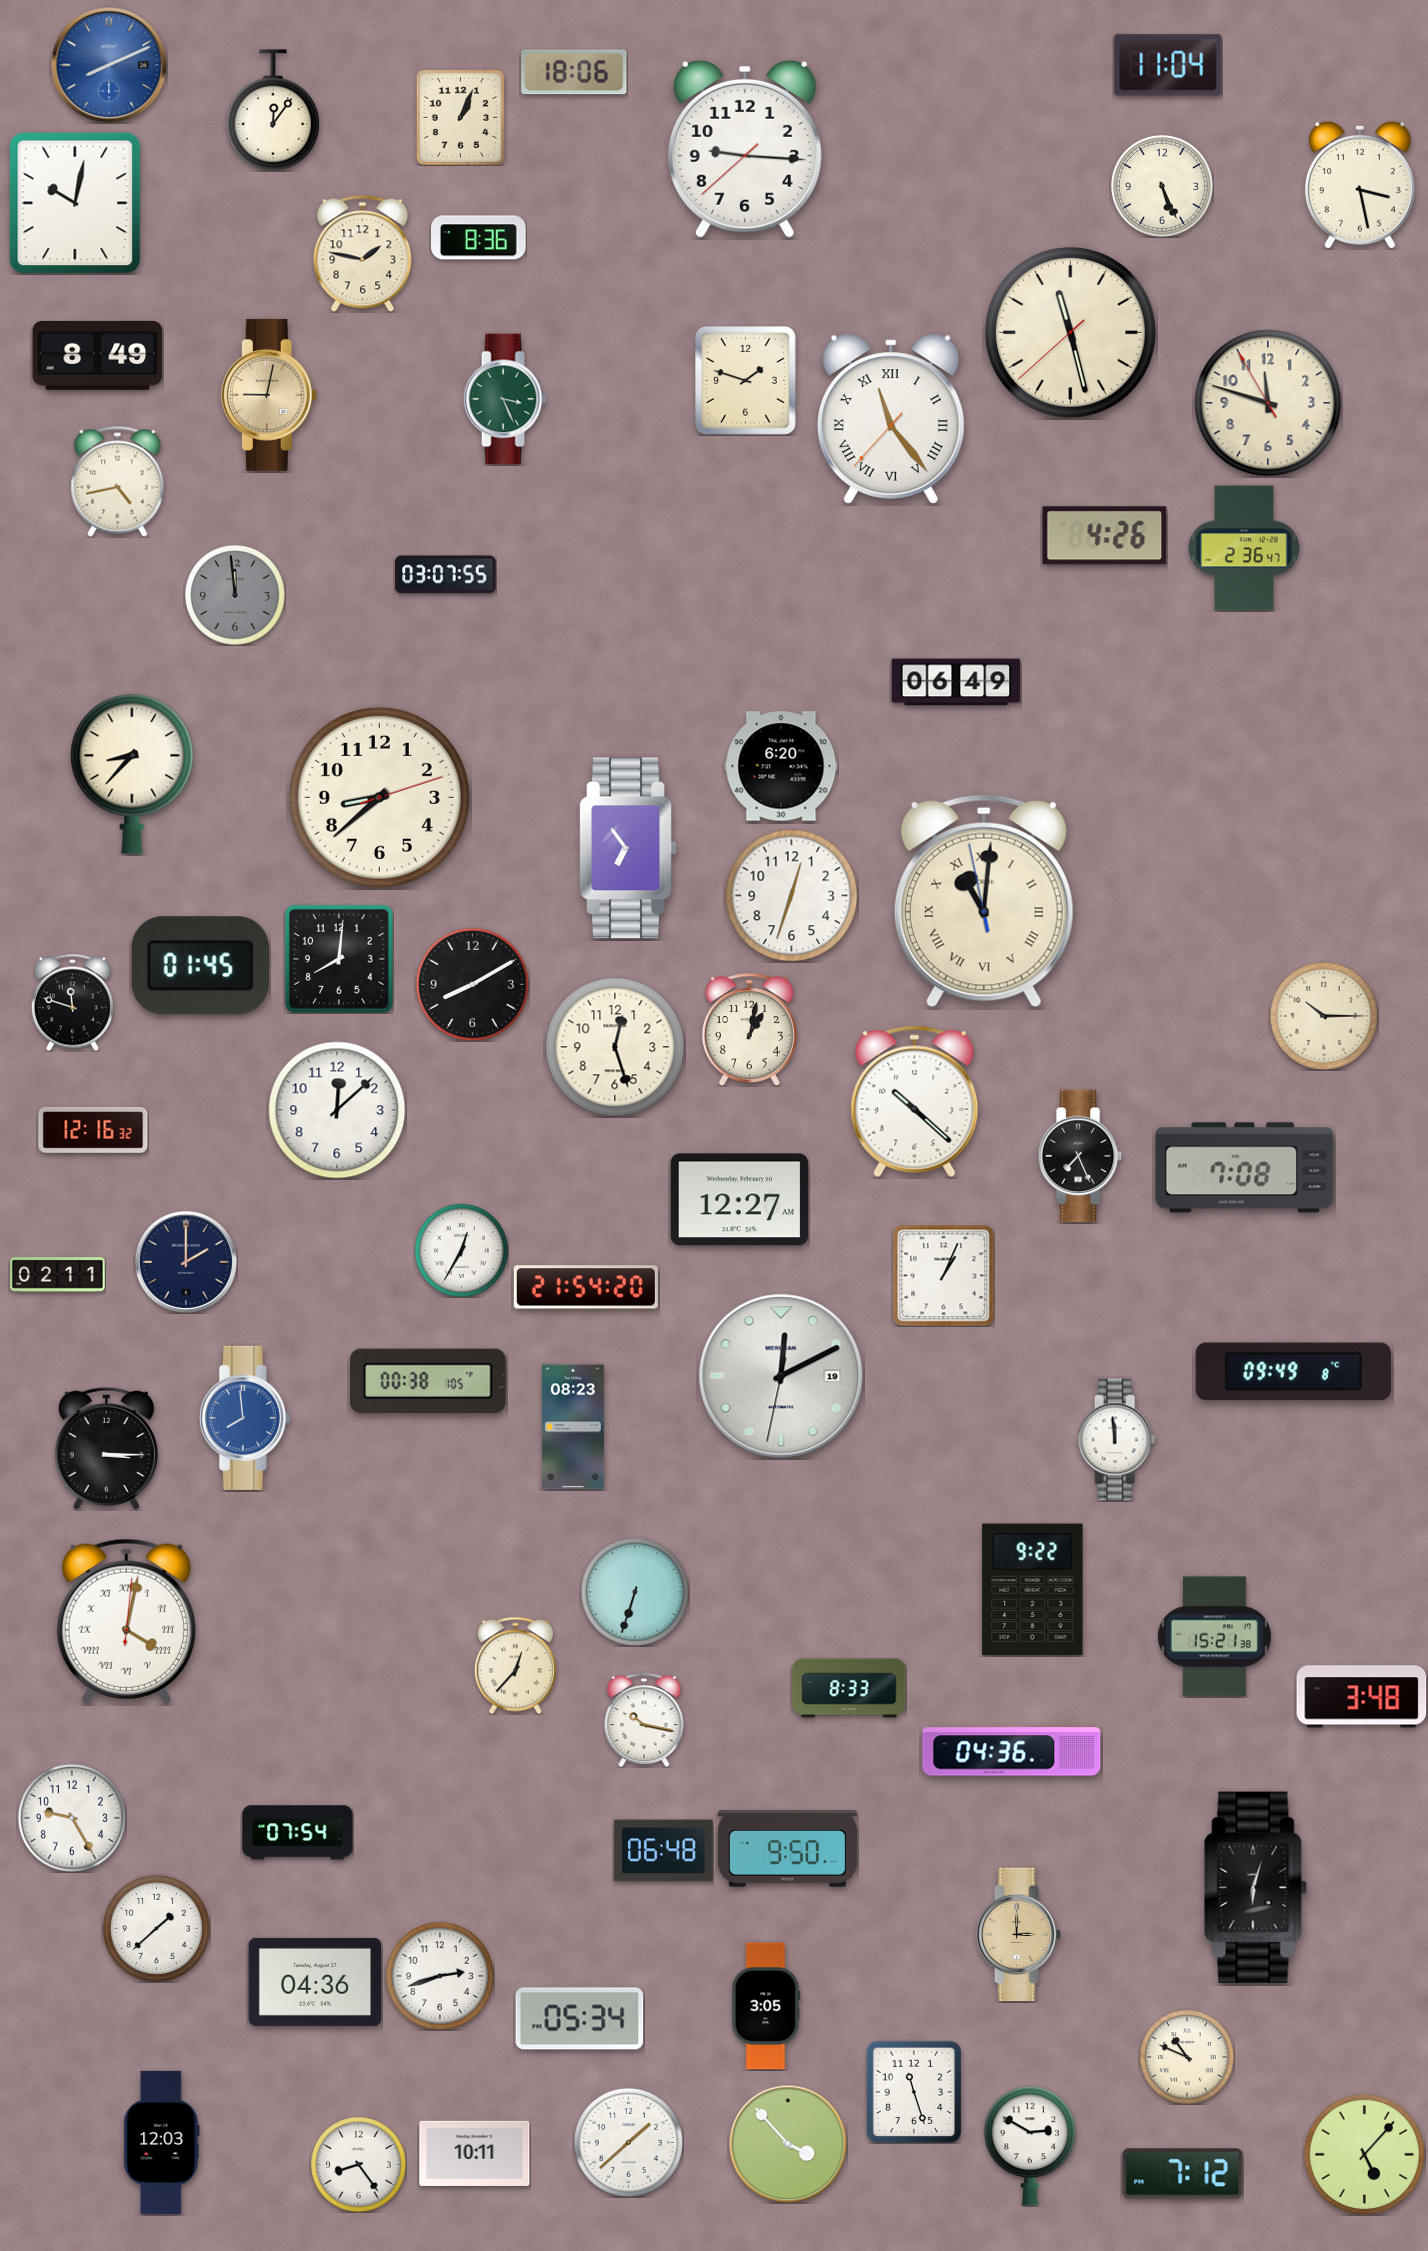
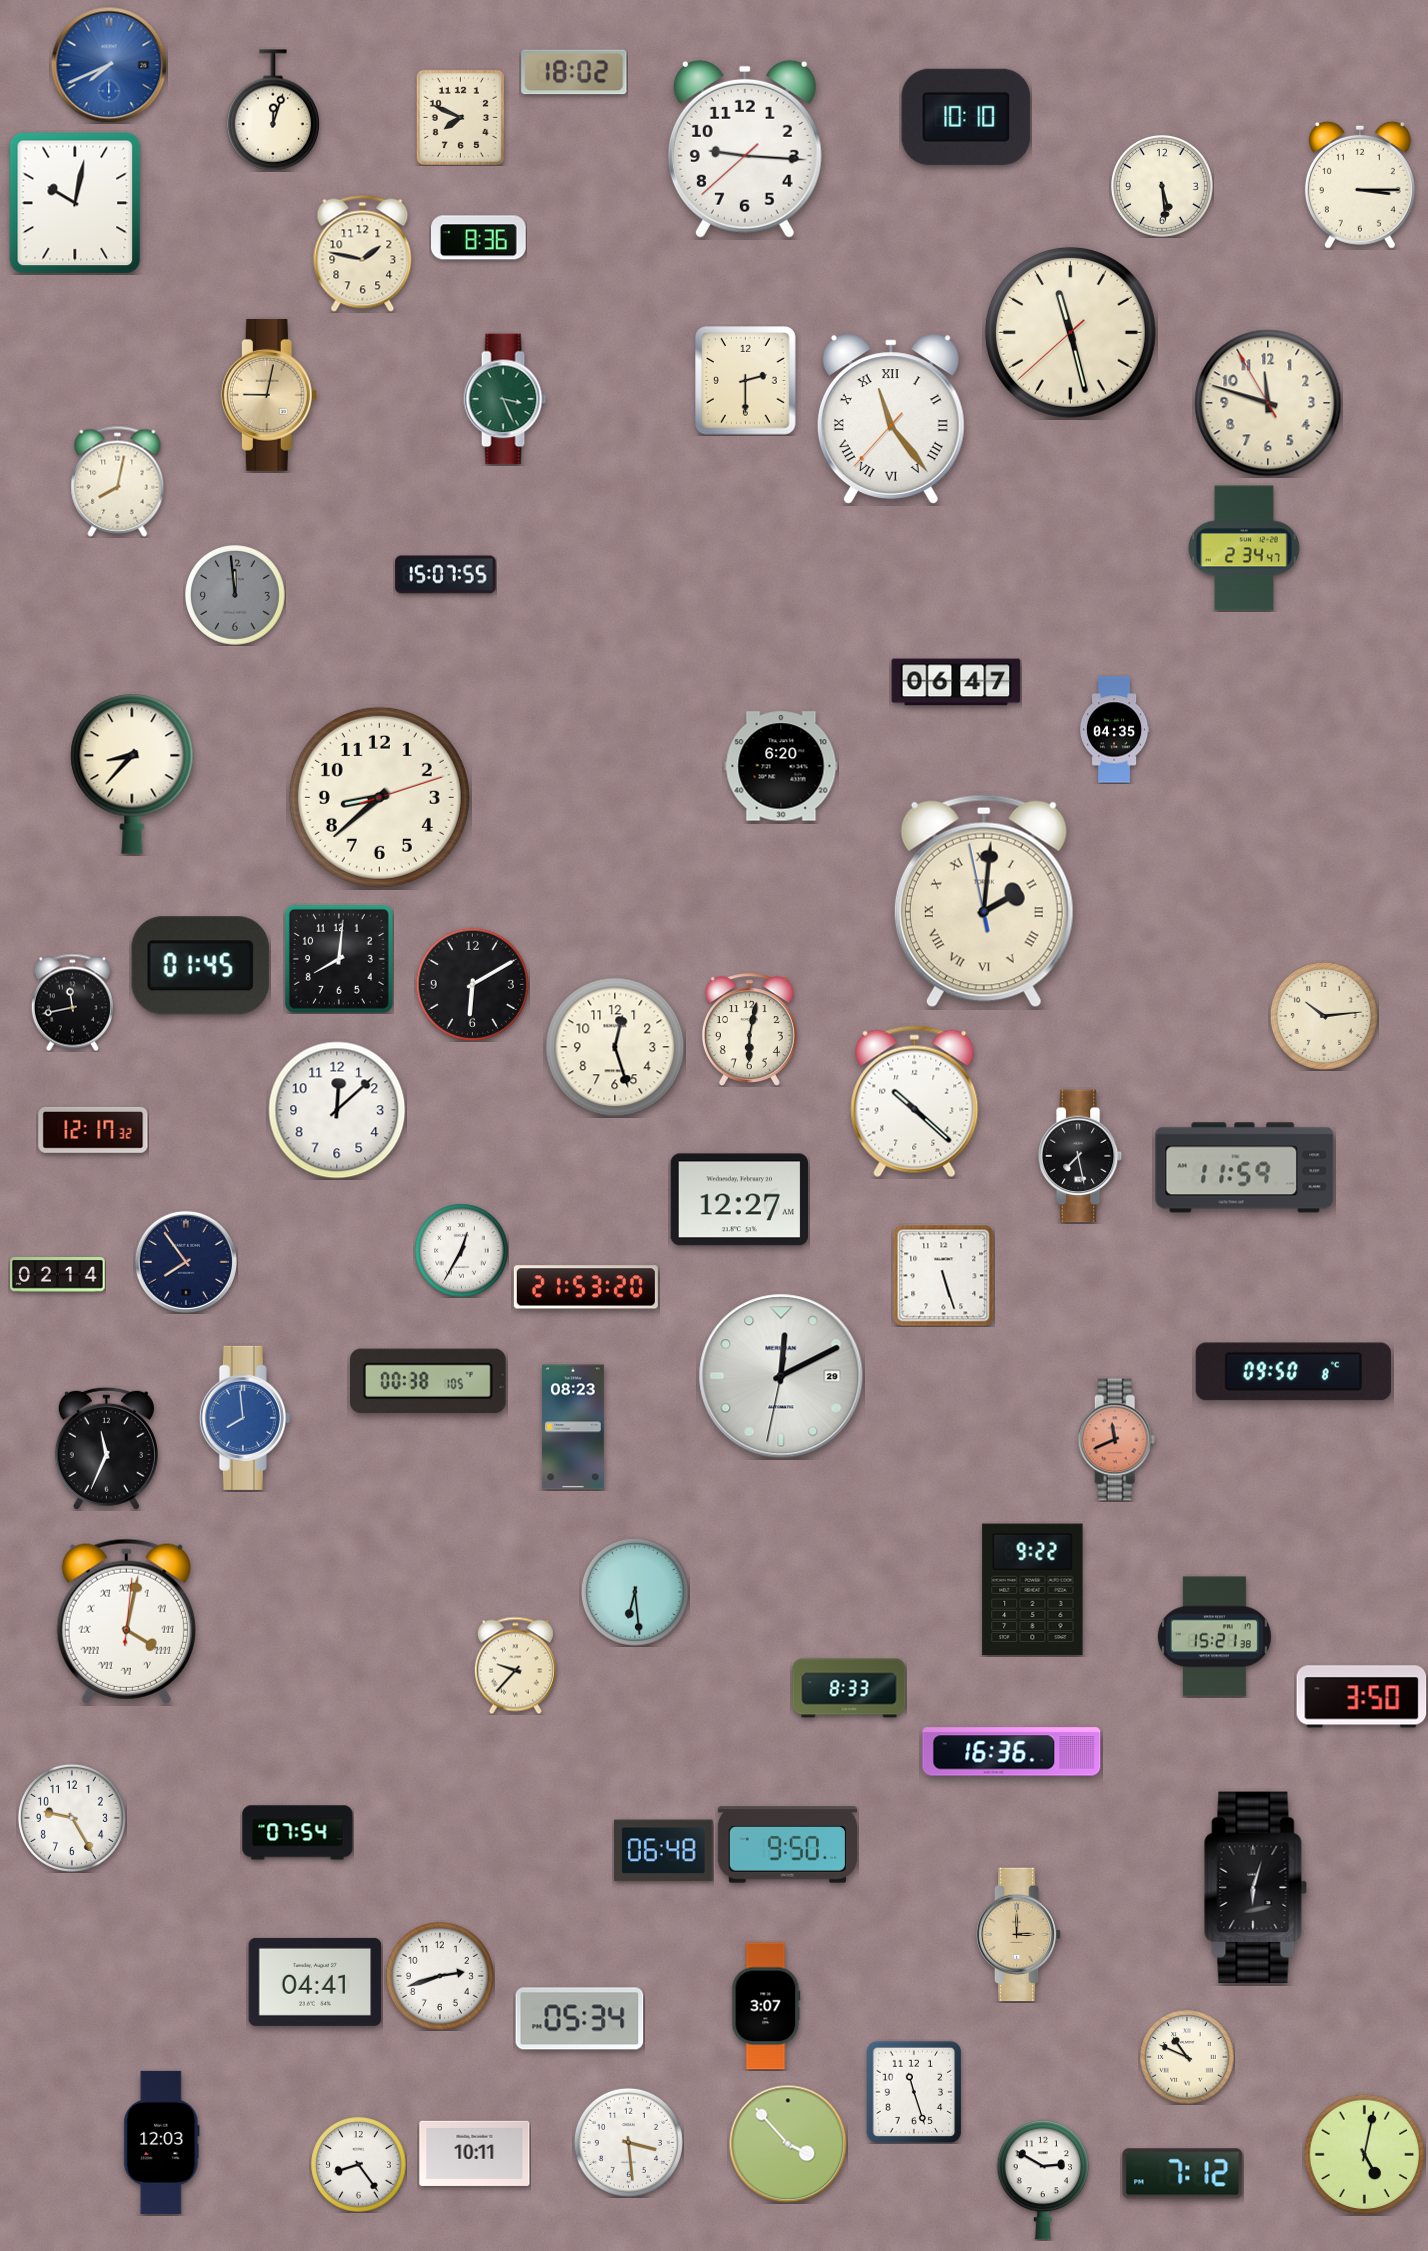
clock at (109, 65): 8:11 -> 7:41
clock at (1168, 65): 11:04 -> none
clock at (574, 72): 18:06 -> 18:02
clock at (272, 110): 12:06 -> 12:03
clock at (460, 117): 1:04 -> 7:49
clock at (966, 117): none -> 10:10
clock at (1360, 185): 3:28 -> 3:15
clock at (1162, 186): 5:26 -> 5:29
clock at (98, 355): 8:49 -> none
clock at (746, 381): 1:48 -> 2:30
clock at (118, 481): 4:43 -> 8:02
clock at (1105, 536): 4:26 -> none
clock at (1244, 548): 2:36 -> 2:34
clock at (446, 575): 03:07 -> 15:07
clock at (956, 682): 06:49 -> 06:47
clock at (1114, 730): none -> 04:35
clock at (628, 848): 6:54 -> none
clock at (792, 896): 12:33 -> none
clock at (984, 901): 11:00 -> 2:00
clock at (472, 984): 8:10 -> 6:10
clock at (72, 1002): 11:48 -> 11:43
clock at (1324, 1016): 10:15 -> 10:14
clock at (749, 1029): 1:02 -> 6:02
clock at (93, 1130): 12:16 -> 12:17
clock at (1080, 1156): 7:26 -> 7:28
clock at (1245, 1168): 7:08 -> 11:59
clock at (186, 1262): 2:00 -> 7:54
clock at (58, 1275): 02:11 -> 02:14
clock at (943, 1275): 1:04 -> 5:27
clock at (586, 1287): 21:54 -> 21:53
clock at (1293, 1372): 09:49 -> 09:50
clock at (781, 1376) date: 19 -> 29
clock at (1117, 1440): 11:59 -> 11:41
clock at (1117, 1440) dial: white -> salmon
clock at (106, 1448): 3:15 -> 11:34
clock at (635, 1592): 6:33 -> 6:29
clock at (515, 1665): 12:37 -> 9:37
clock at (1362, 1697): 3:48 -> 3:50
clock at (644, 1720): 10:17 -> none
clock at (1012, 1752): 04:36 -> 16:36
clock at (787, 1849) position: (787, 1849) -> (787, 1845)
clock at (156, 1928): 1:38 -> none
clock at (315, 1982): 04:36 -> 04:41
clock at (766, 2006): 3:05 -> 3:07
clock at (628, 2142): 1:38 -> 3:29
clock at (1029, 2146) position: (1029, 2146) -> (1042, 2180)
clock at (1364, 2154): 5:07 -> 5:02
